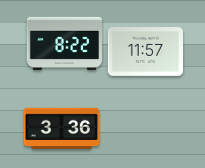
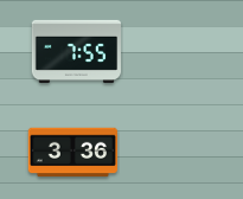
clock at (64, 43): 8:22 -> 7:55
clock at (145, 52): 11:57 -> none
